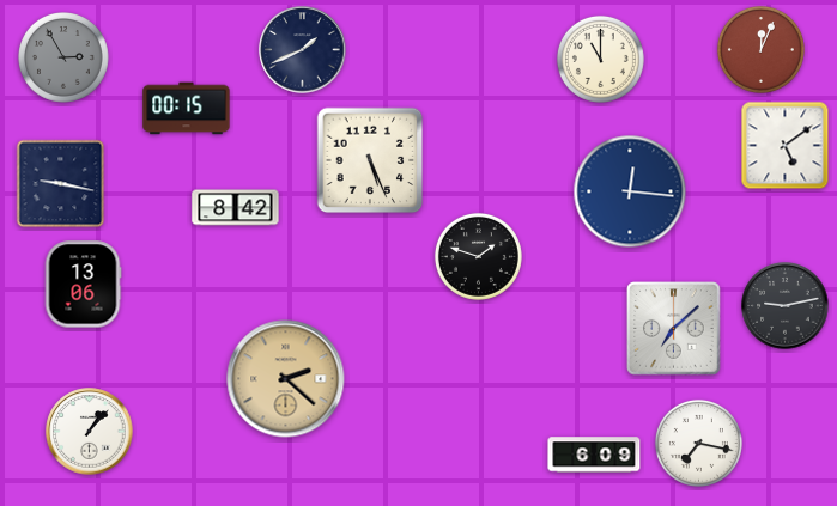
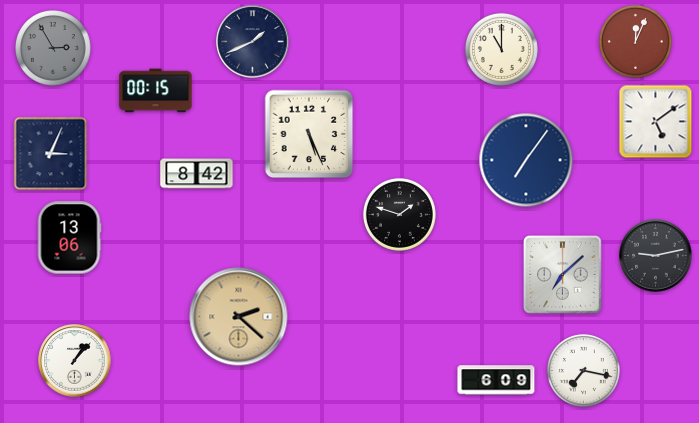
clock at (61, 184): 9:17 -> 3:04
clock at (630, 191): 12:16 -> 7:06
